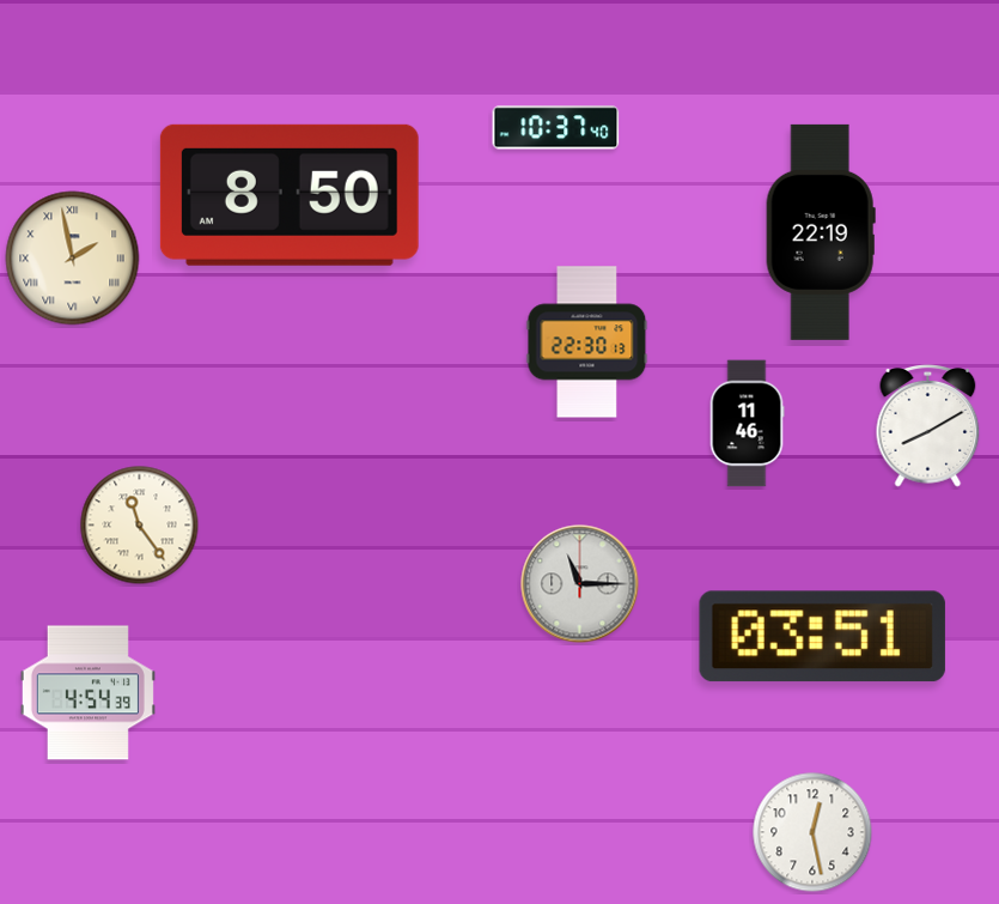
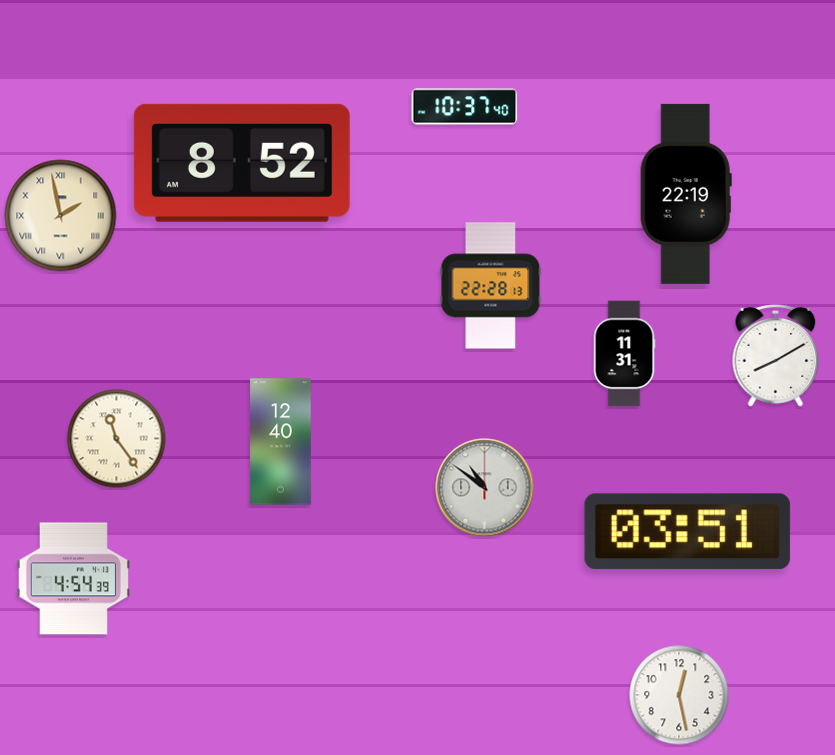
clock at (290, 195): 8:50 -> 8:52
clock at (587, 342): 22:30 -> 22:28
clock at (747, 424): 11:46 -> 11:31
clock at (281, 442): none -> 12:40
clock at (580, 584): 11:15 -> 10:51
